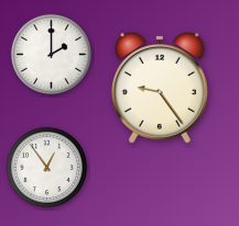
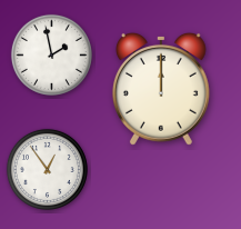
clock at (51, 54): 2:00 -> 1:58
clock at (160, 89): 9:24 -> 12:00
